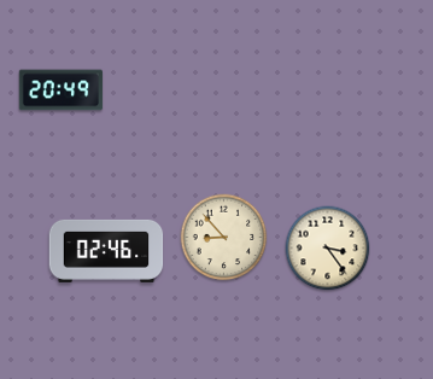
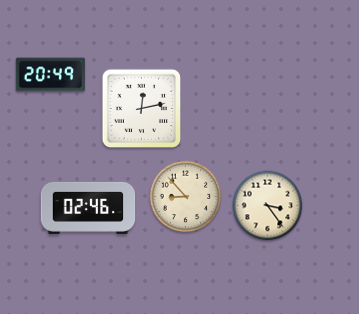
clock at (141, 108): none -> 12:13
clock at (328, 249) position: (328, 249) -> (268, 206)
